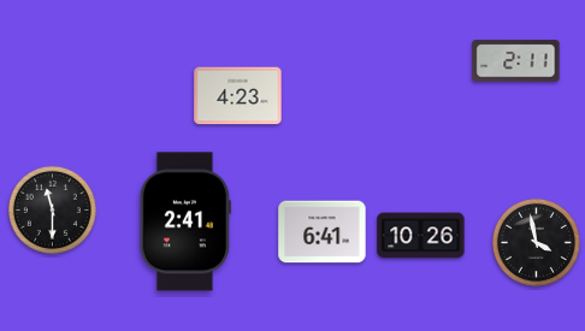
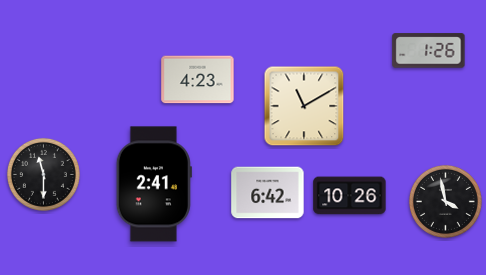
clock at (516, 61): 2:11 -> 1:26
clock at (304, 106): none -> 11:10
clock at (323, 232): 6:41 -> 6:42
